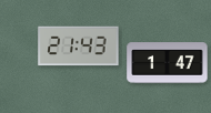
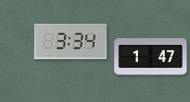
clock at (79, 47): 21:43 -> 3:34
